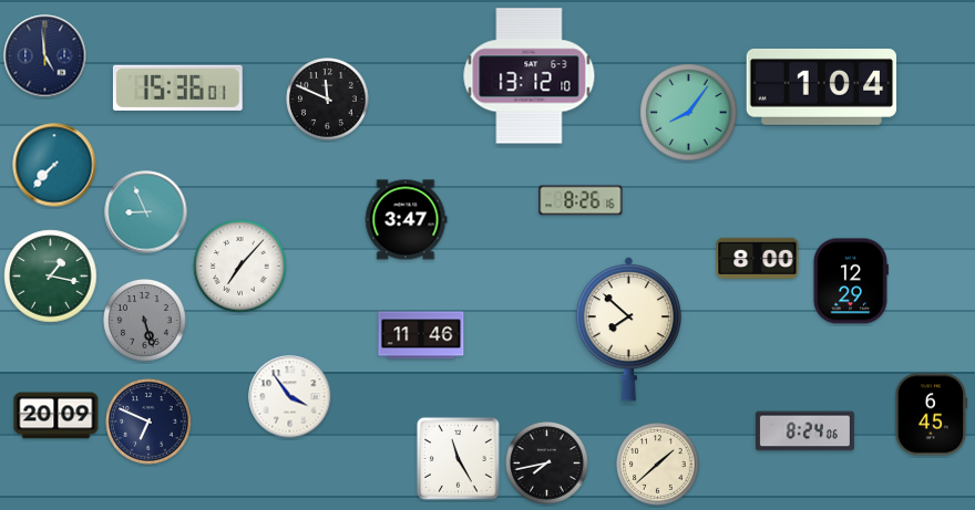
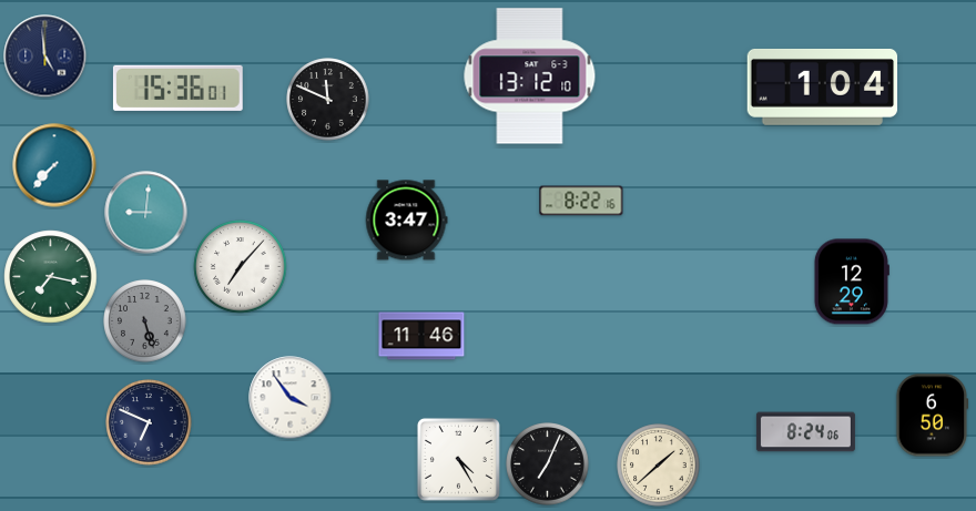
clock at (689, 113): 8:06 -> none
clock at (581, 200): 8:26 -> 8:22
clock at (146, 212): 8:56 -> 9:01
clock at (758, 258): 8:00 -> none
clock at (51, 277): 1:17 -> 7:17
clock at (628, 329): 7:52 -> none
clock at (931, 415): 6:45 -> 6:50
clock at (57, 416): 20:09 -> none
clock at (458, 458): 11:25 -> 4:25
clock at (547, 464): 7:43 -> 7:04
